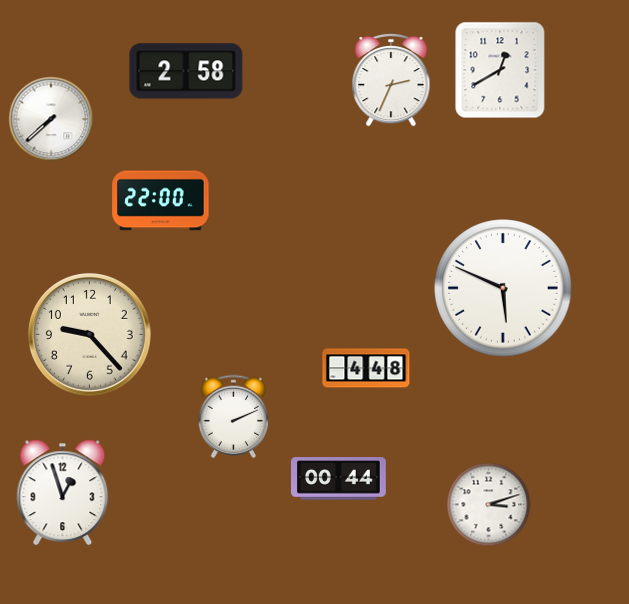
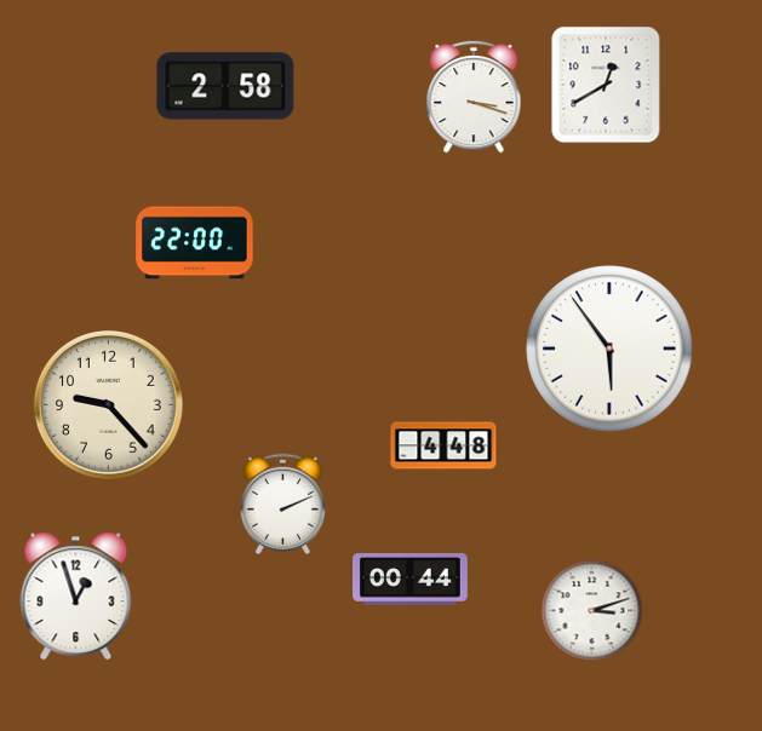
clock at (391, 80): 2:34 -> 3:18
clock at (51, 119): 7:38 -> none
clock at (503, 288): 5:49 -> 5:54
